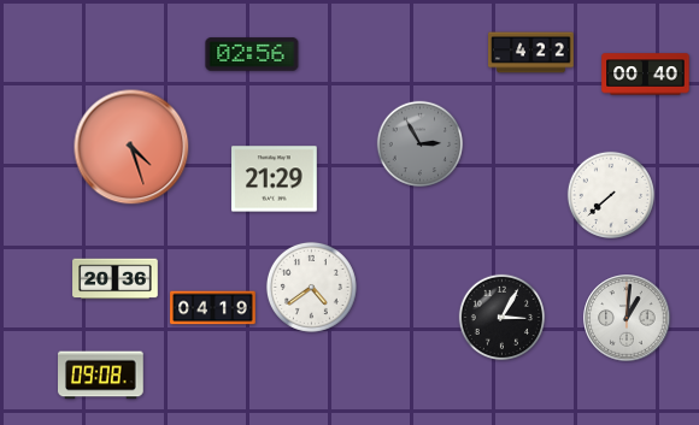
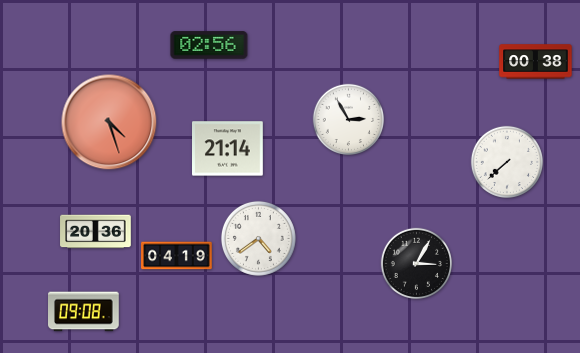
clock at (531, 53): 4:22 -> none
clock at (646, 75): 00:40 -> 00:38
clock at (421, 144) dial: grey -> white
clock at (275, 179): 21:29 -> 21:14
clock at (627, 318): 1:01 -> none
